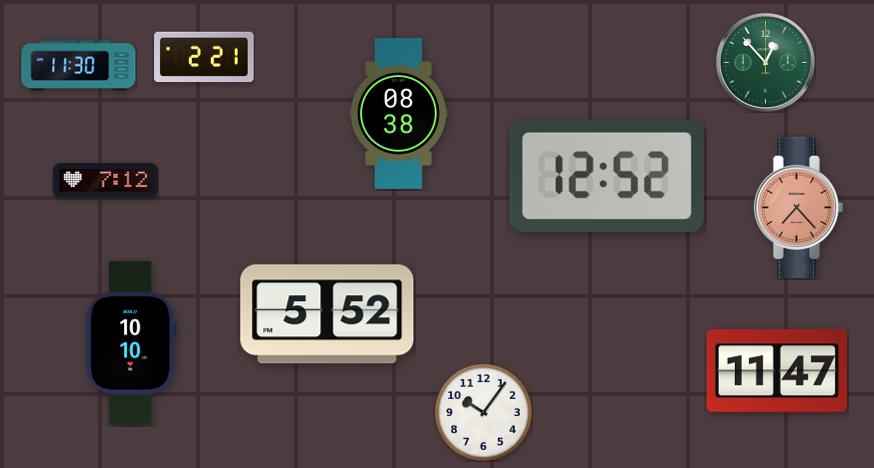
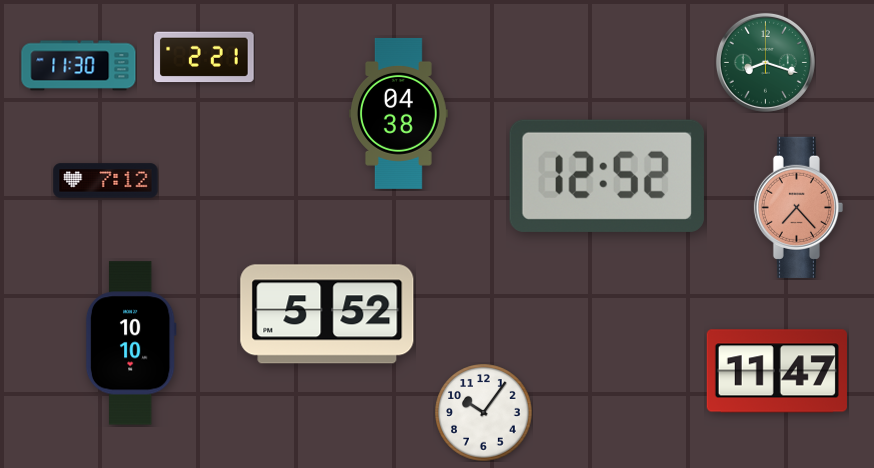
clock at (765, 62): 12:53 -> 8:18
clock at (399, 113): 08:38 -> 04:38
